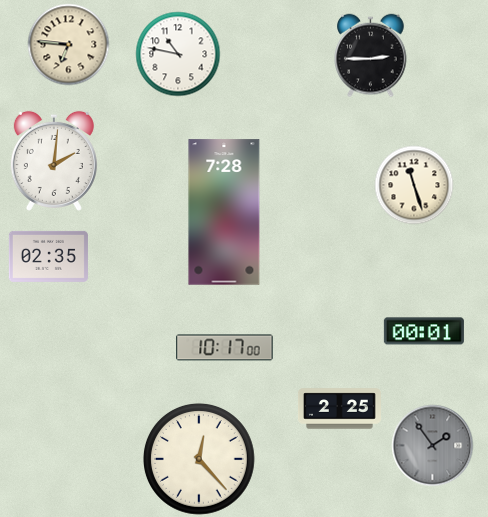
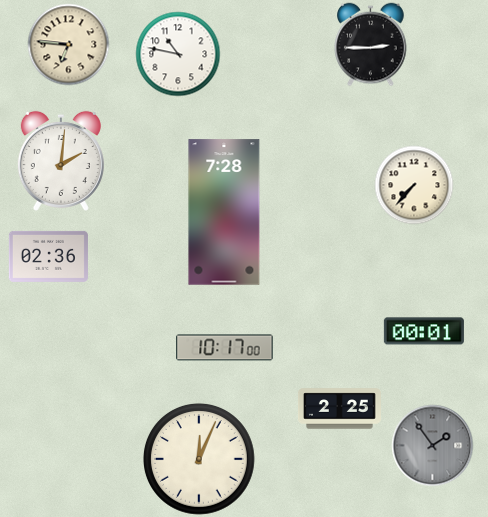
clock at (371, 55) position: (371, 55) -> (371, 44)
clock at (54, 161) position: (54, 161) -> (61, 161)
clock at (414, 185): 11:27 -> 7:37
clock at (48, 256): 02:35 -> 02:36
clock at (200, 460): 12:23 -> 12:04
